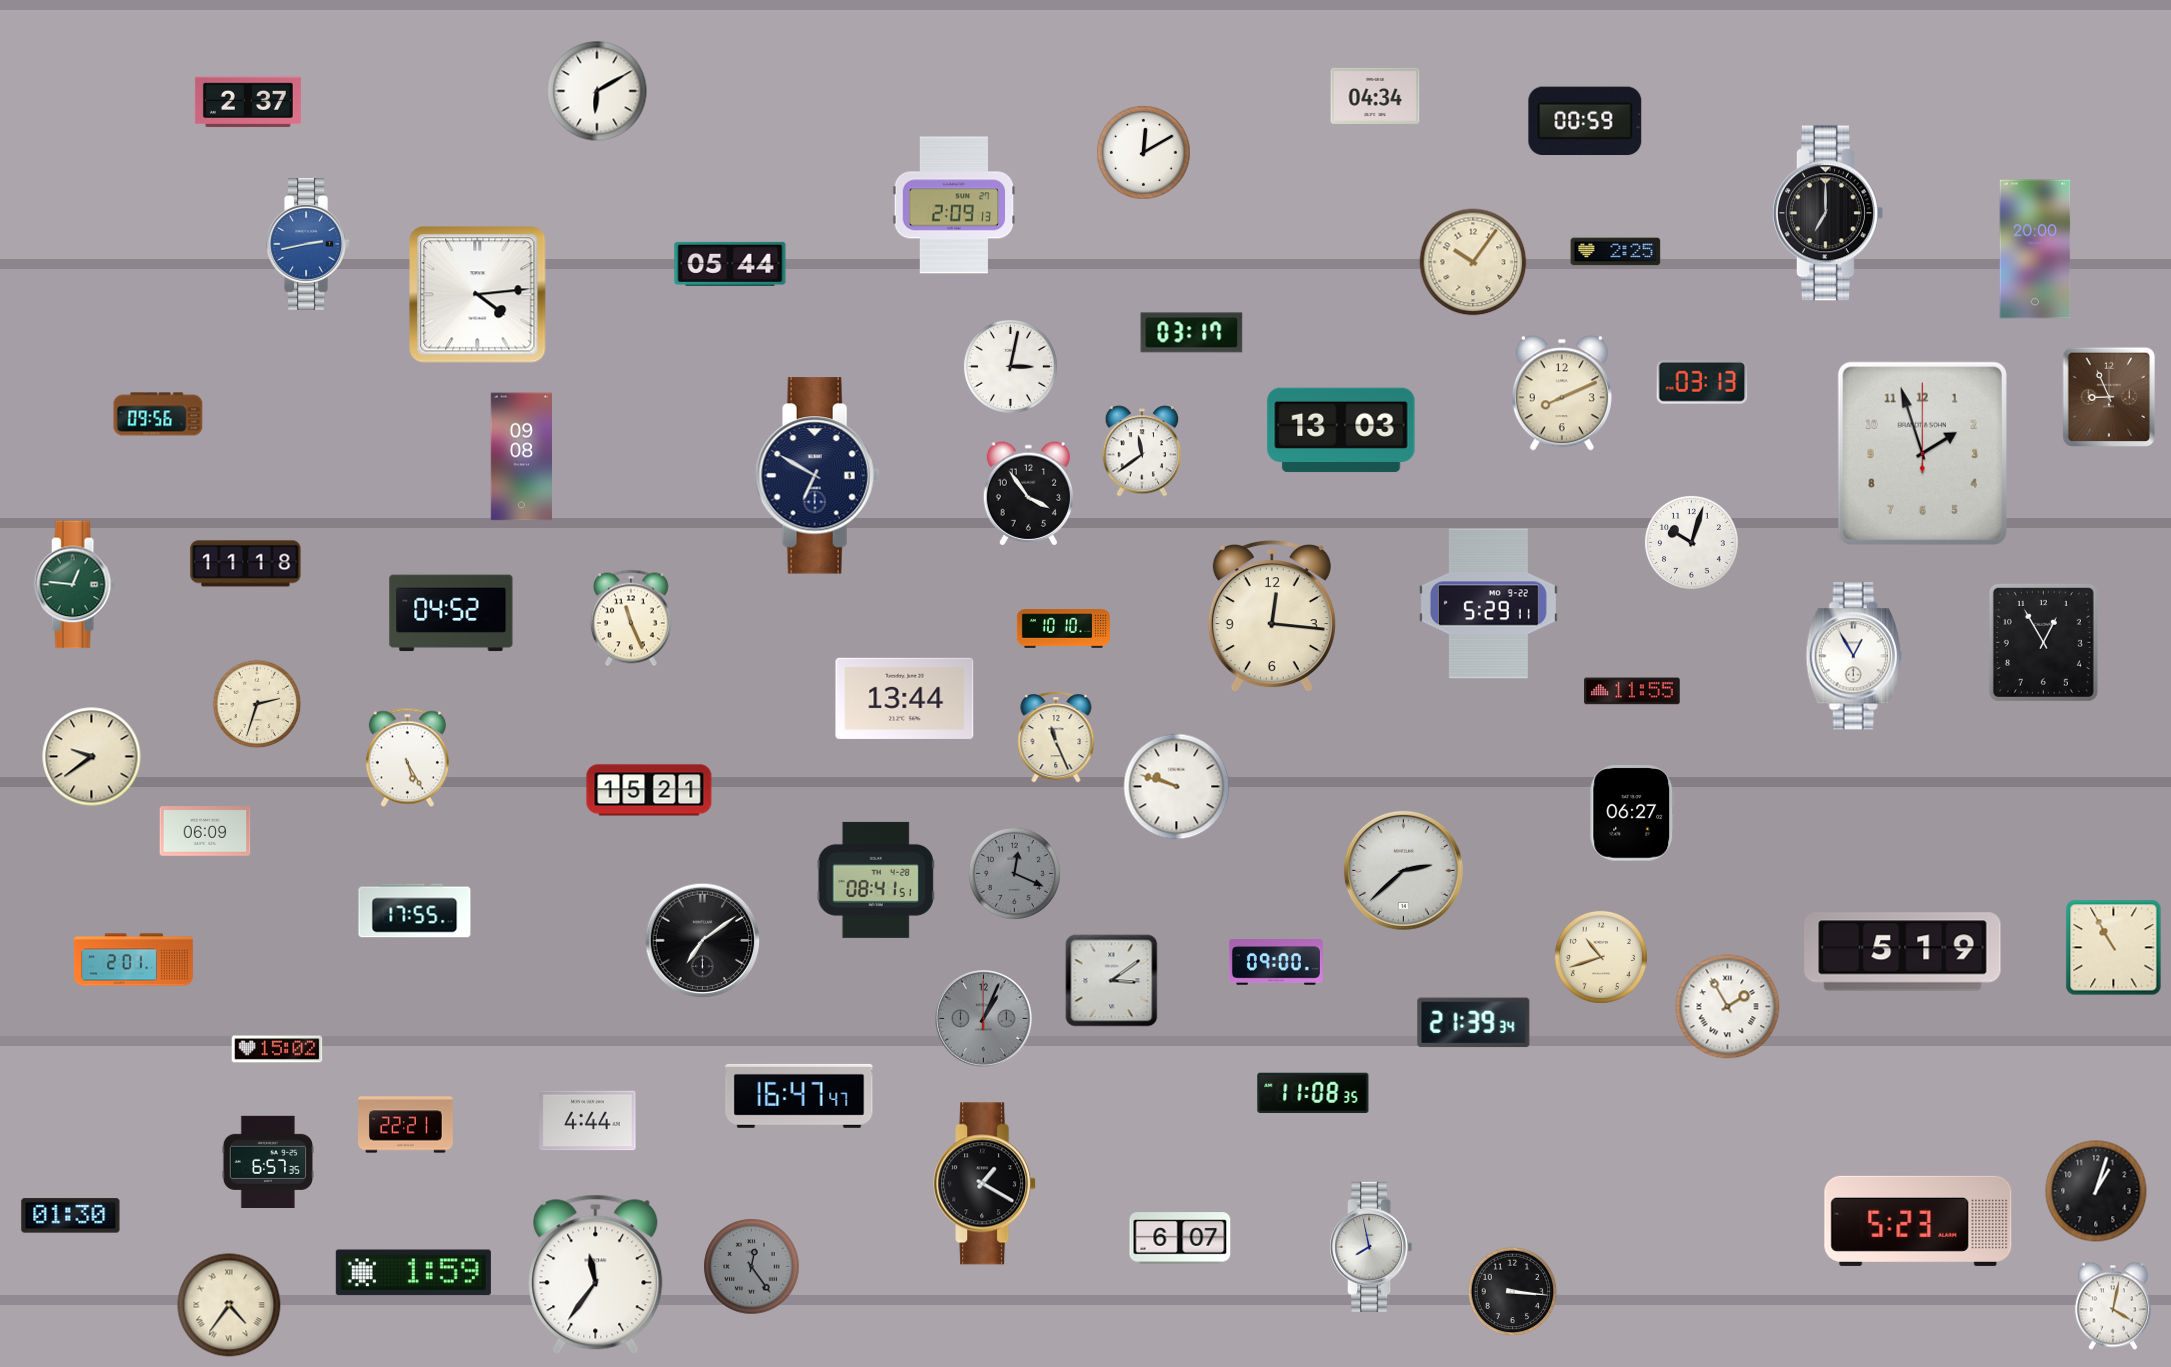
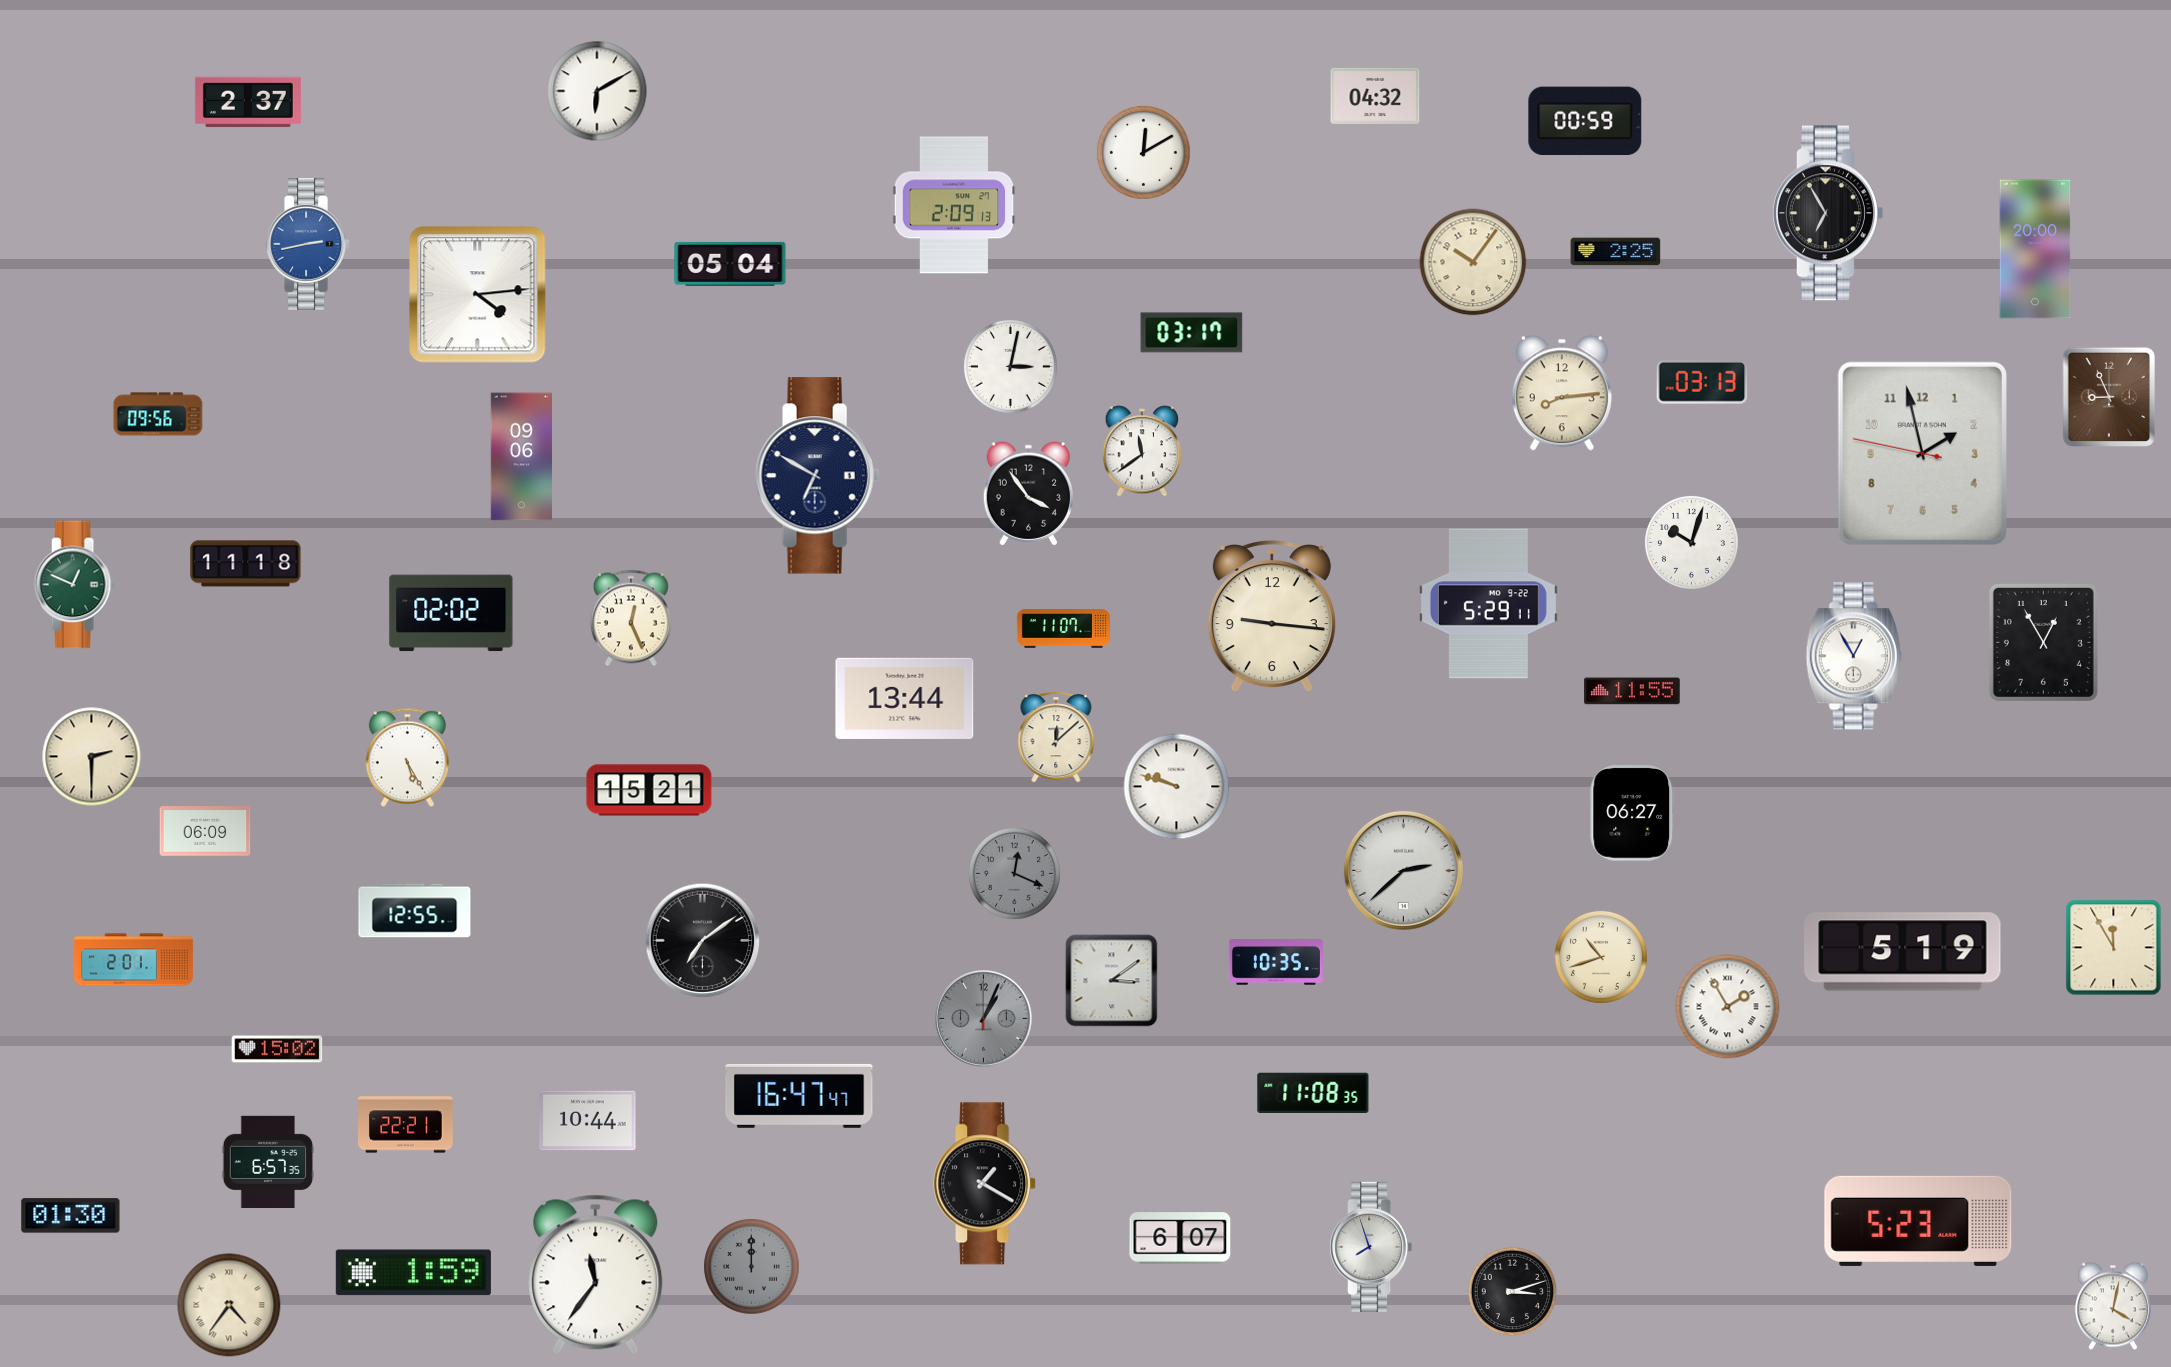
clock at (1375, 96): 04:34 -> 04:32
clock at (1827, 213): 7:00 -> 6:55
clock at (730, 264): 05:44 -> 05:04
clock at (1562, 393): 8:11 -> 8:14
clock at (1341, 430): 13:03 -> none
clock at (1922, 453): 1:57:00 -> 1:57:47
clock at (521, 457): 09:08 -> 09:06
clock at (74, 585): 12:46 -> 12:49
clock at (451, 613): 04:52 -> 02:02
clock at (1272, 617): 12:16 -> 9:16
clock at (631, 618): 11:26 -> 12:26
clock at (1063, 629): 10:10 -> 11:07
clock at (257, 704): 2:33 -> none
clock at (1056, 737): 11:26 -> 12:08
clock at (92, 757): 9:39 -> 2:30
clock at (876, 880): 08:41 -> none
clock at (415, 911): 17:55 -> 12:55
clock at (2114, 948): 10:55 -> 11:55
clock at (1276, 962): 09:00 -> 10:35
clock at (1474, 1023): 21:39 -> none
clock at (588, 1121): 4:44 -> 10:44
clock at (2096, 1191): 1:03 -> none
clock at (1371, 1247): 7:58 -> 7:57
clock at (752, 1267): 12:24 -> 12:00
clock at (1513, 1292): 3:16 -> 3:12
